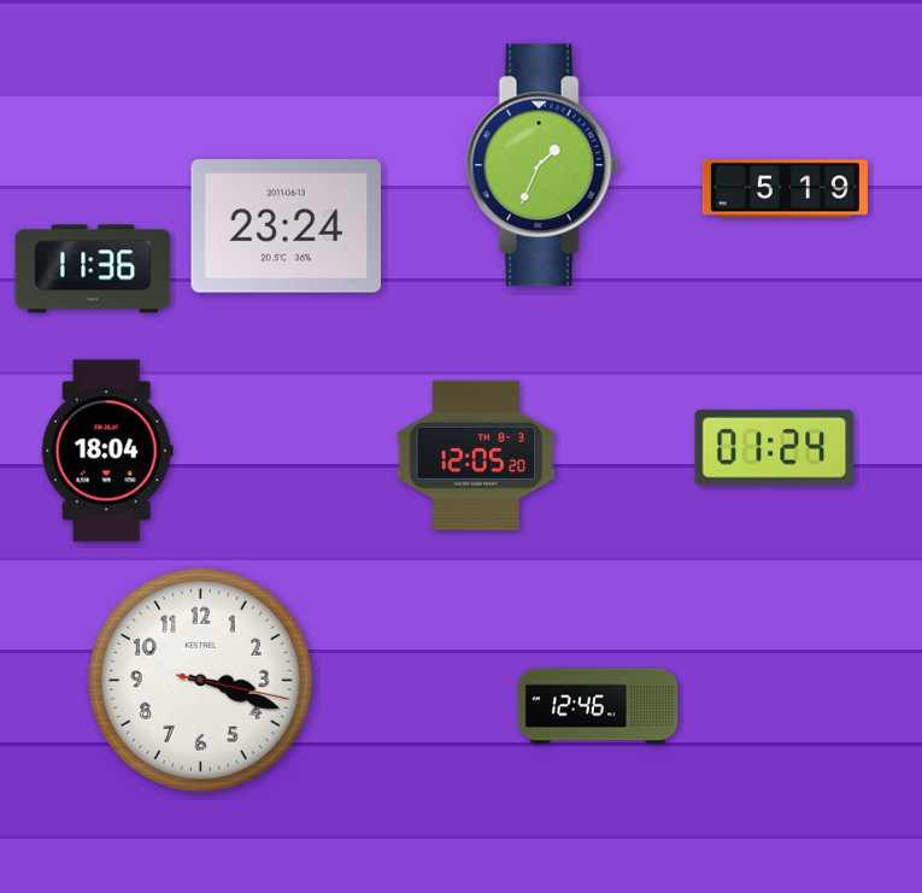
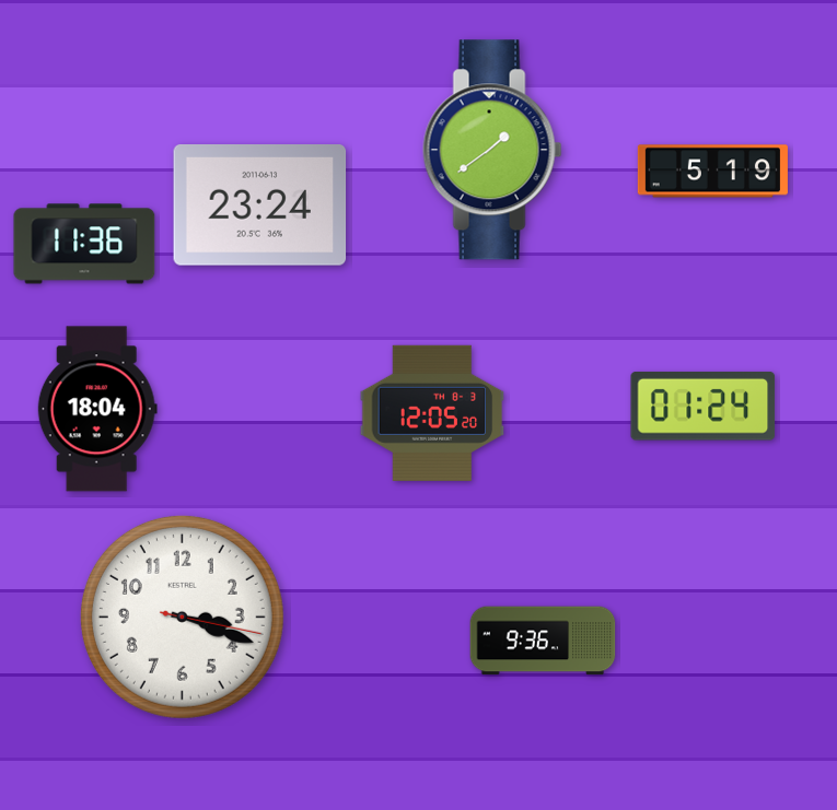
clock at (542, 165): 1:34 -> 1:39
clock at (598, 706): 12:46 -> 9:36
